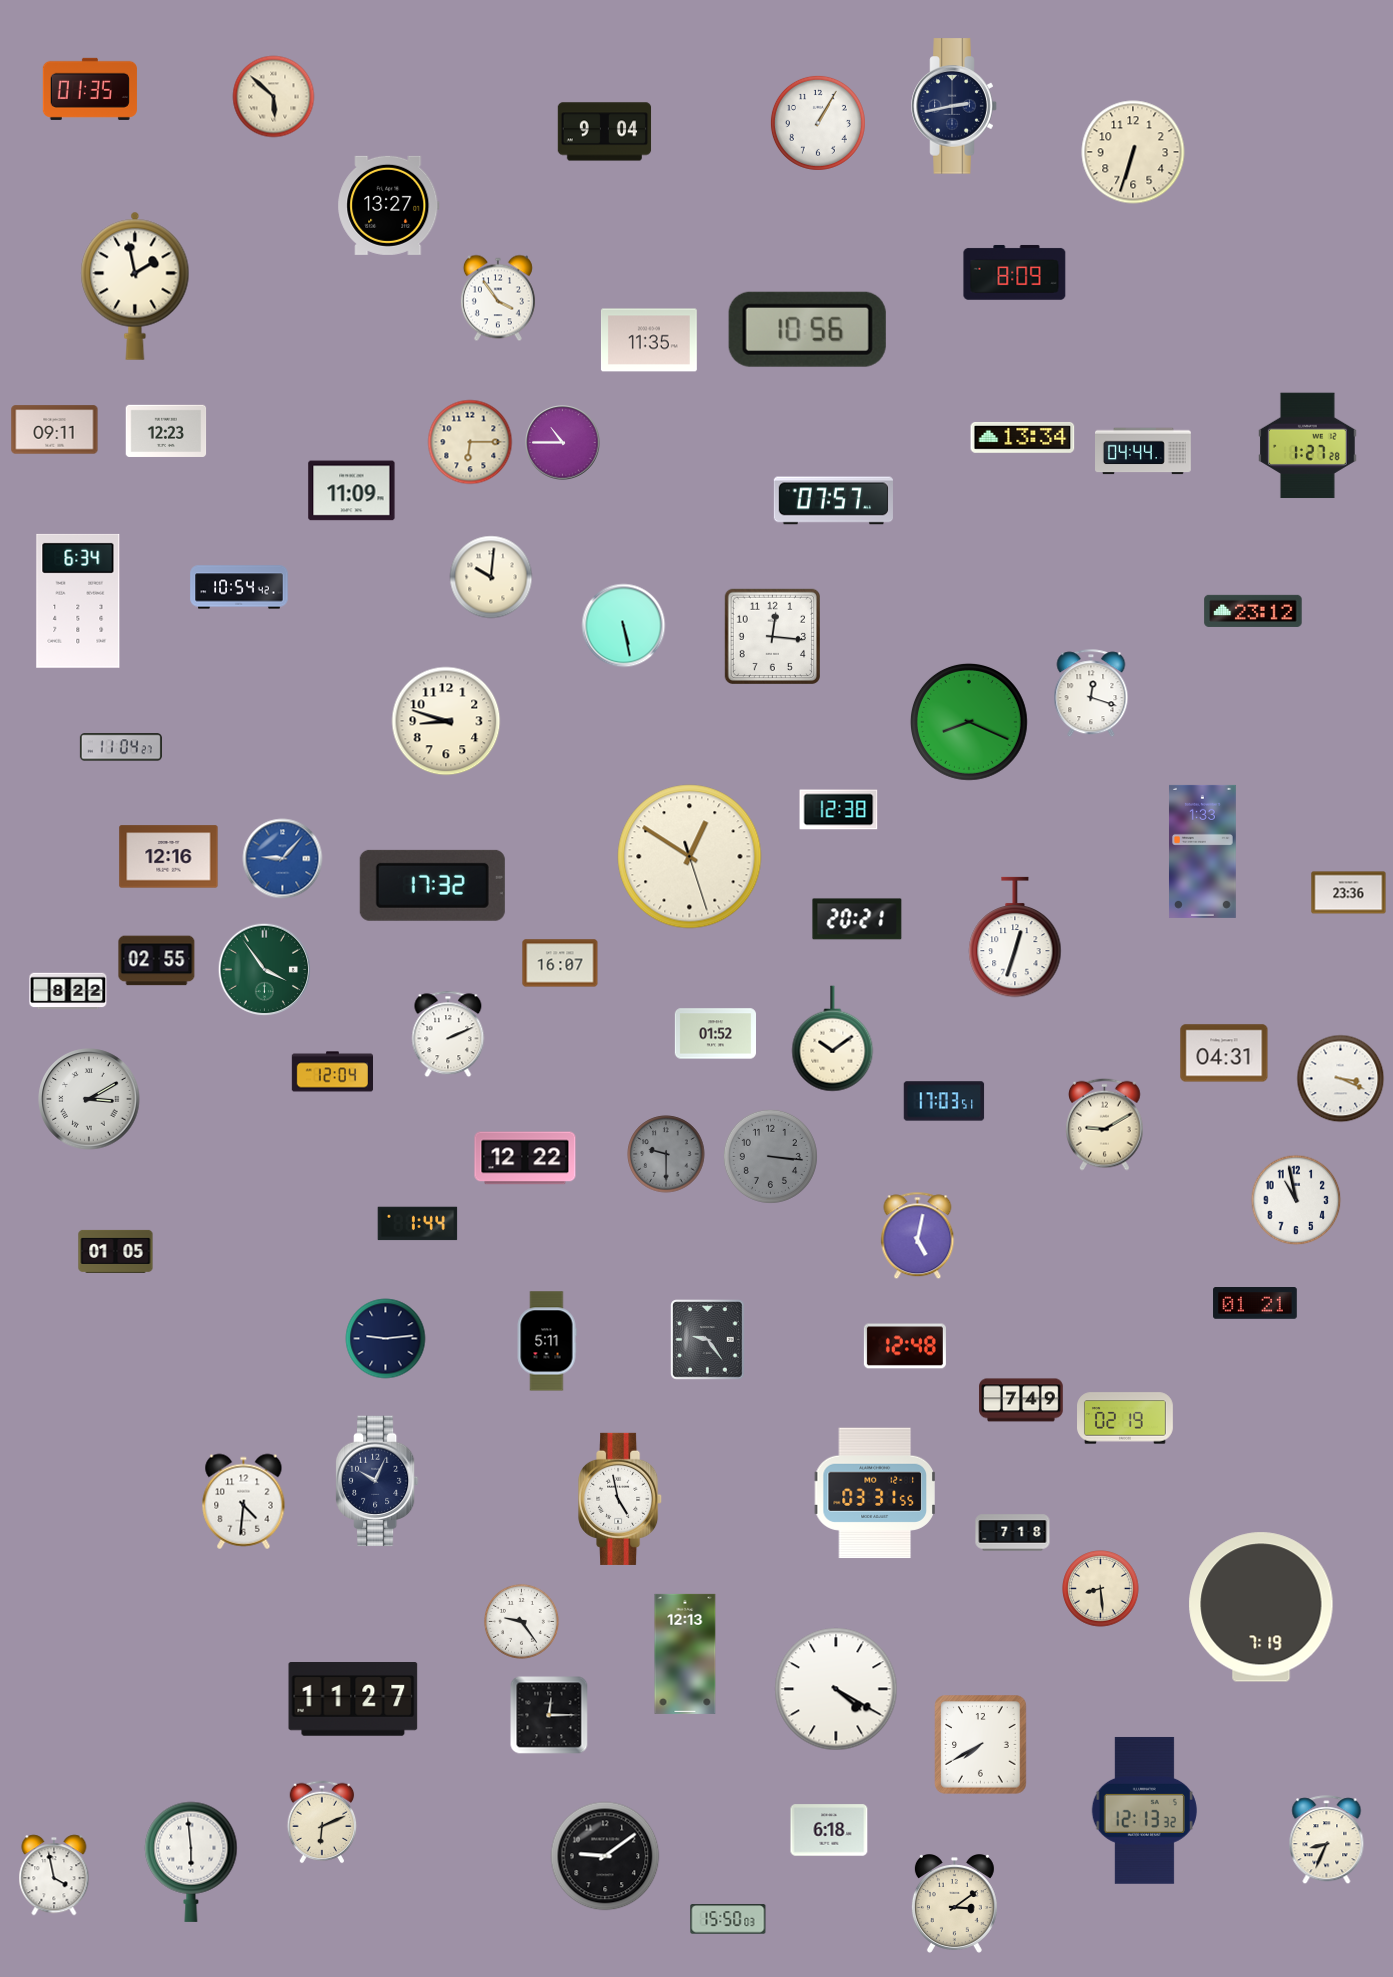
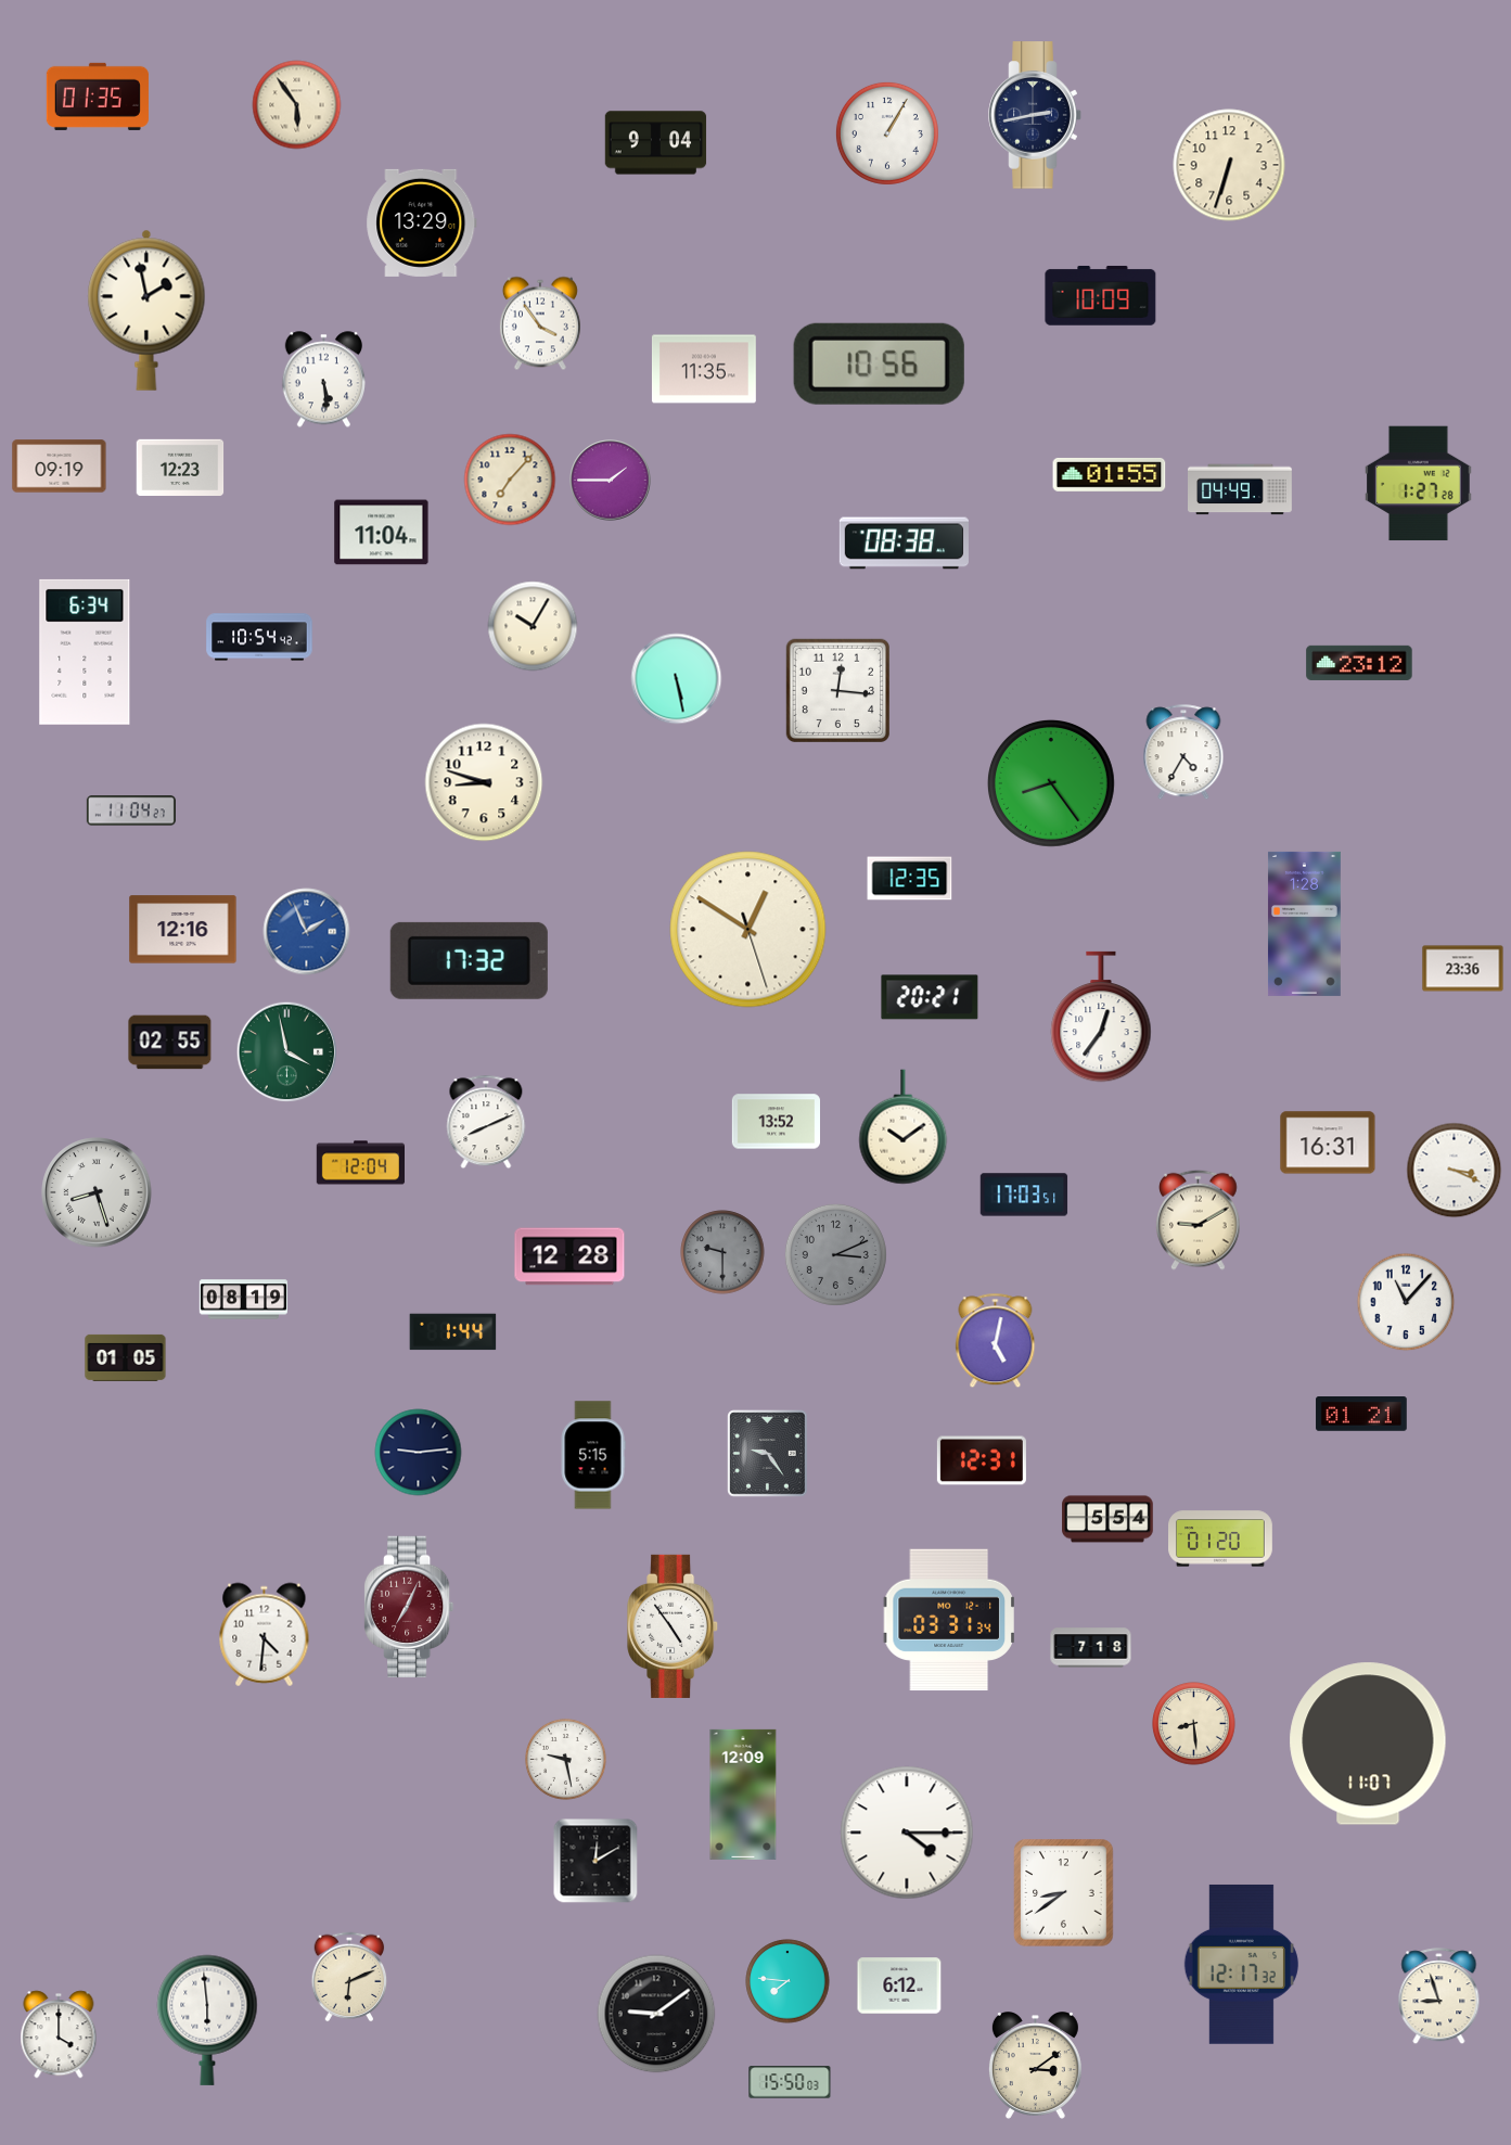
clock at (274, 97): 5:52 -> 5:54
clock at (389, 205): 13:27 -> 13:29
clock at (1015, 273): 8:09 -> 10:09
clock at (807, 329) position: (807, 329) -> (879, 363)
clock at (323, 380): none -> 5:29
clock at (55, 430): 09:11 -> 09:19
clock at (1023, 437): 13:34 -> 01:55
clock at (470, 442): 6:15 -> 7:07
clock at (563, 443): 10:45 -> 1:45
clock at (1144, 451): 04:44 -> 04:49
clock at (352, 491): 11:09 -> 11:04
clock at (833, 501): 07:57 -> 08:38
clock at (491, 577): 10:01 -> 10:05
clock at (1091, 694): 12:18 -> 4:35
clock at (969, 722): 8:19 -> 8:24
clock at (839, 810): 12:38 -> 12:35
clock at (1202, 851): 1:33 -> 1:28
clock at (283, 859): 9:07 -> 1:56
clock at (1015, 937): 12:33 -> 12:36
clock at (560, 963): 16:07 -> none
clock at (265, 970): 3:54 -> 3:58
clock at (68, 991): 8:22 -> none
clock at (448, 1034): 2:11 -> 8:11
clock at (715, 1034): 01:52 -> 13:52
clock at (1224, 1053): 04:31 -> 16:31
clock at (89, 1099): 3:10 -> 8:27
clock at (770, 1156): 3:16 -> 3:11
clock at (525, 1158): 12:22 -> 12:28
clock at (243, 1300): none -> 08:19
clock at (1296, 1200): 10:58 -> 11:07
clock at (418, 1224) position: (418, 1224) -> (453, 1332)
clock at (547, 1341): 5:11 -> 5:15
clock at (905, 1346): 12:48 -> 12:31
clock at (1021, 1400): 7:49 -> 5:54
clock at (1126, 1418): 02:19 -> 01:20
clock at (377, 1481): 10:04 -> 7:04
clock at (377, 1481) dial: navy -> burgundy
clock at (875, 1493): 03:31:55 -> 03:31:34
clock at (621, 1499): 4:58 -> 4:54
clock at (244, 1502) position: (244, 1502) -> (265, 1635)
clock at (1013, 1533) position: (1013, 1533) -> (1091, 1648)
clock at (1261, 1607): 7:19 -> 11:07
clock at (521, 1621): 9:24 -> 9:28
clock at (685, 1654): 12:13 -> 12:09
clock at (836, 1689): 4:20 -> 4:15
clock at (353, 1700): 11:27 -> none
clock at (549, 1715): 12:15 -> 12:10
clock at (981, 1745): 7:40 -> 8:39
clock at (1144, 1810): 12:13 -> 12:17
clock at (787, 1981): none -> 7:46
clock at (829, 1830): 6:18 -> 6:12
clock at (1327, 1840): 8:34 -> 8:57
clock at (54, 1875): 3:58 -> 4:00
